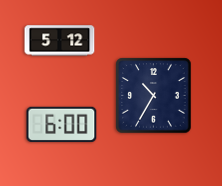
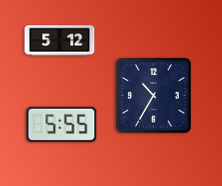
clock at (62, 124): 6:00 -> 5:55
